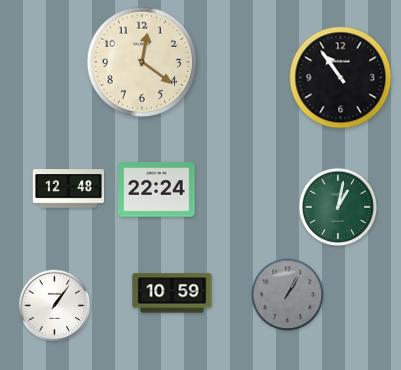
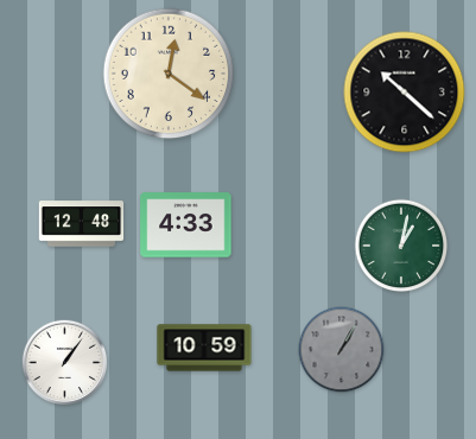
clock at (341, 78): 10:54 -> 10:22
clock at (157, 190): 22:24 -> 4:33
